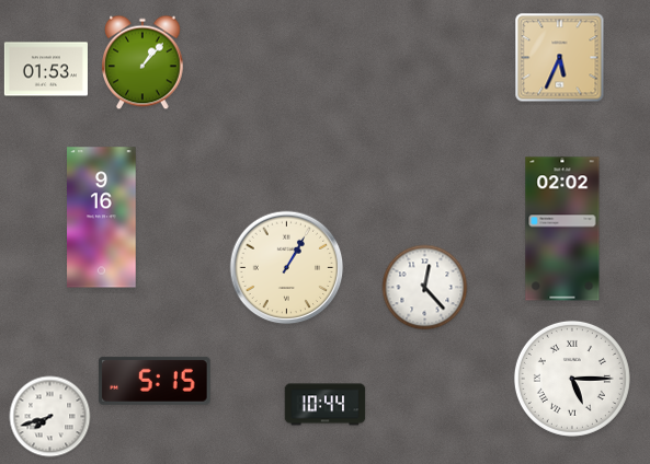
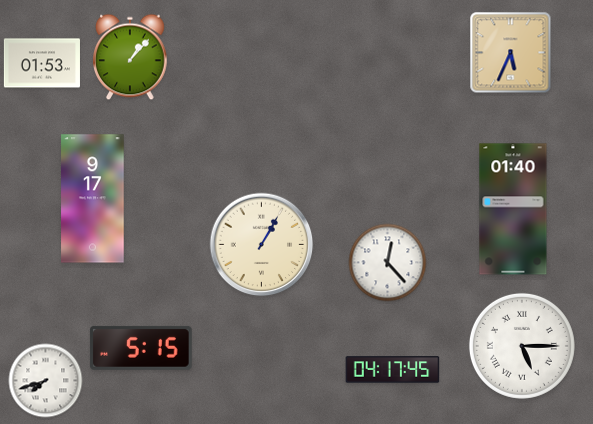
clock at (102, 218): 9:16 -> 9:17
clock at (562, 229): 02:02 -> 01:40
clock at (326, 405): 10:44 -> none
clock at (393, 370): none -> 04:17
